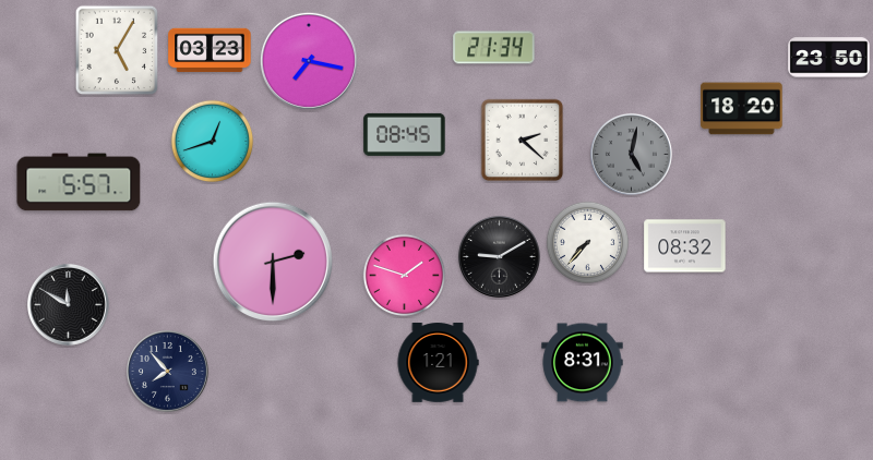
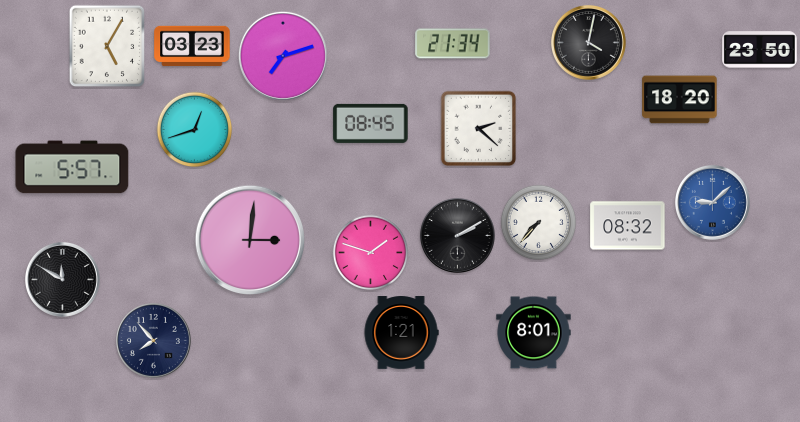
clock at (588, 42): none -> 4:02
clock at (829, 58) position: (829, 58) -> (760, 50)
clock at (309, 61): 7:17 -> 7:12
clock at (631, 154): 5:02 -> none
clock at (712, 202): none -> 9:08
clock at (499, 256): 9:10 -> 2:10
clock at (273, 262): 2:30 -> 3:01
clock at (583, 363): 8:31 -> 8:01
